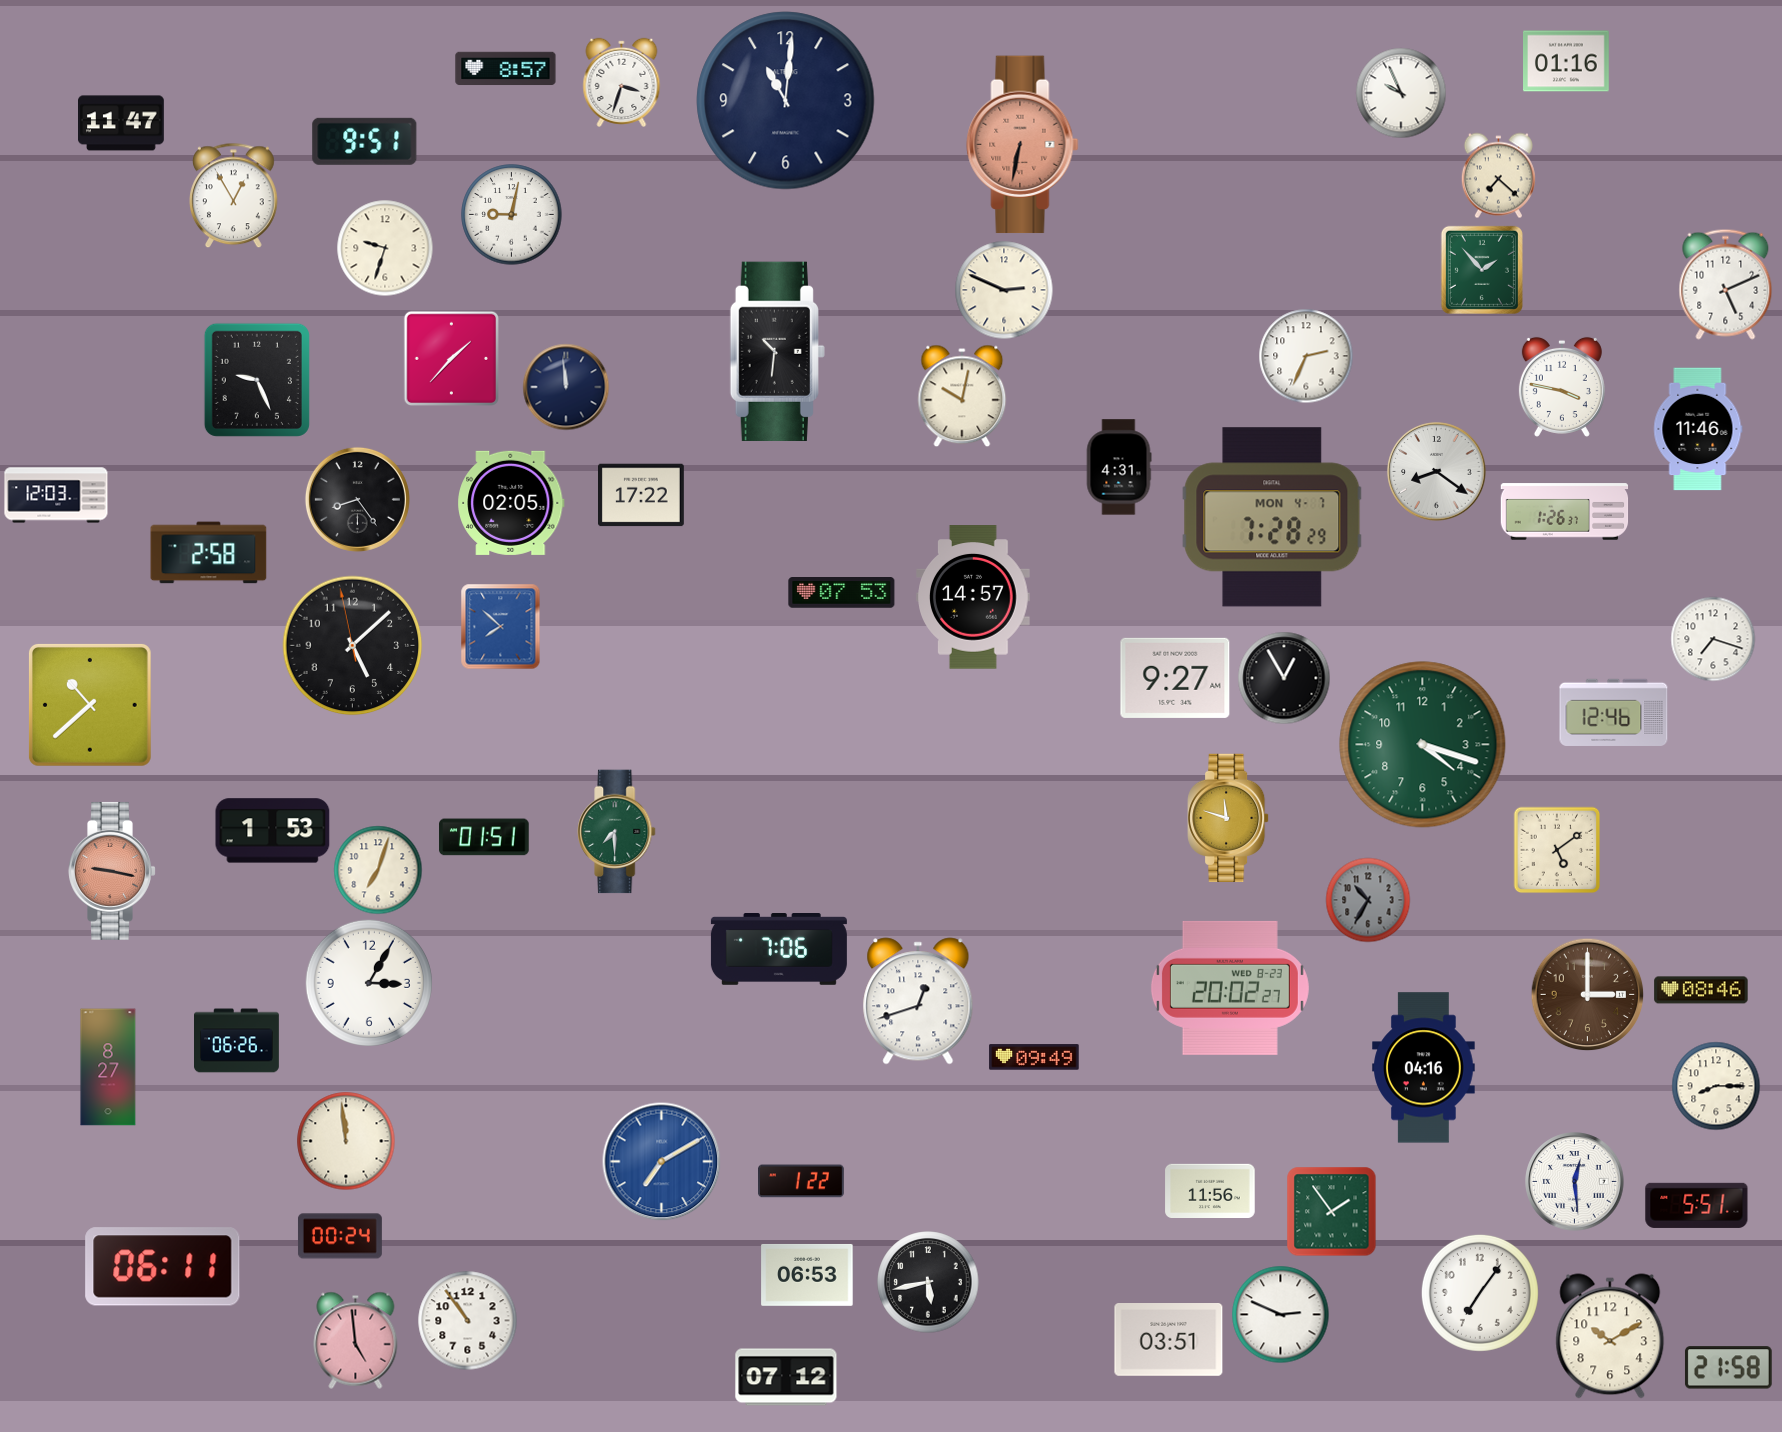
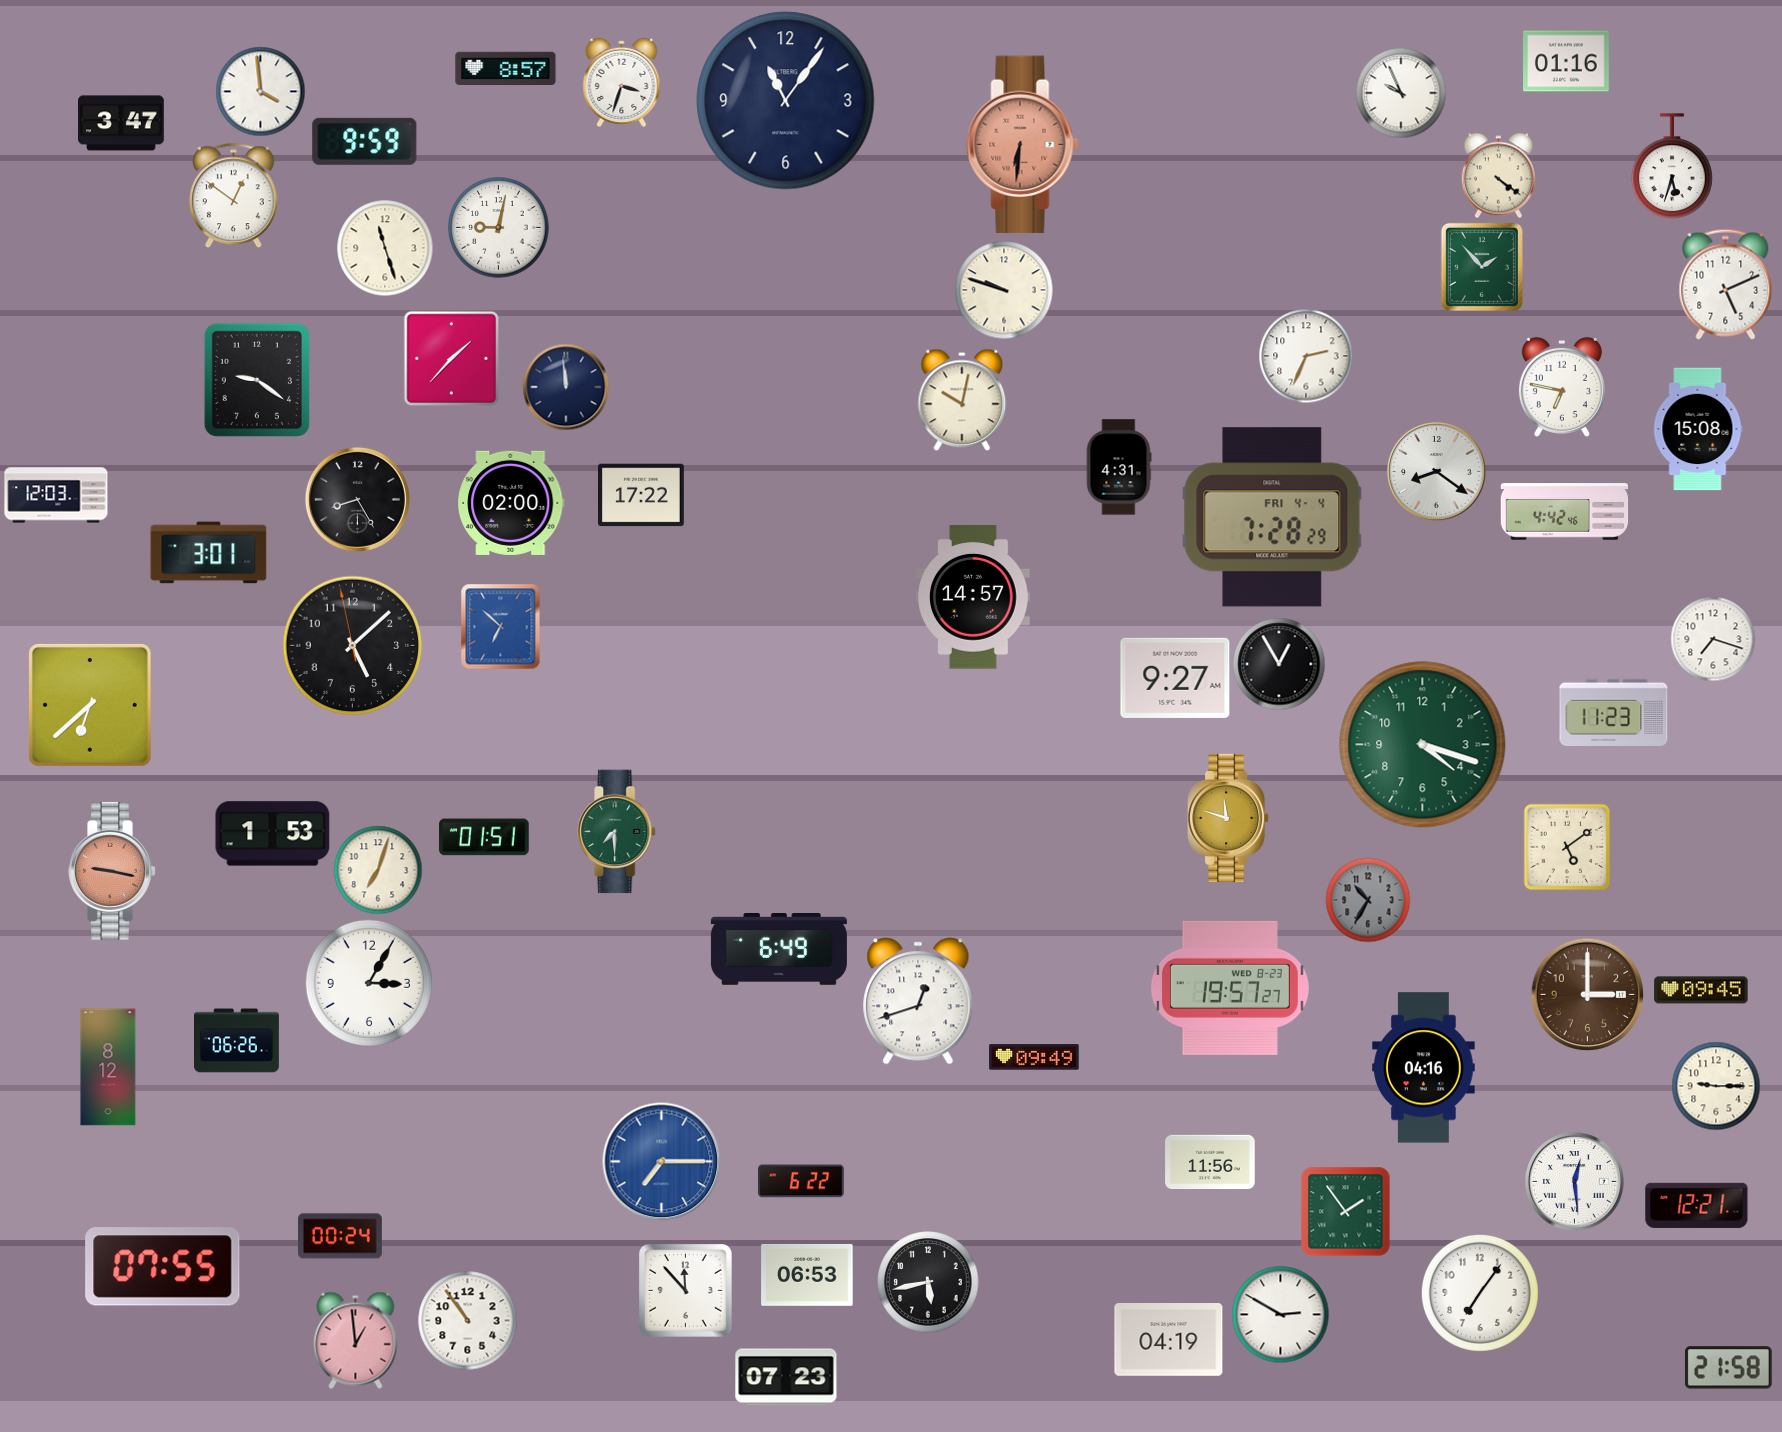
clock at (260, 91): none -> 3:59
clock at (786, 101): 11:01 -> 11:06
clock at (122, 123): 11:47 -> 3:47
clock at (365, 141): 9:51 -> 9:59
clock at (1023, 145): 6:32 -> 6:31
clock at (1672, 166): none -> 5:33
clock at (1498, 175): 7:22 -> 4:21
clock at (234, 195): 12:55 -> 12:51
clock at (512, 215) position: (512, 215) -> (499, 228)
clock at (385, 248): 9:33 -> 11:27
clock at (1482, 270) position: (1482, 270) -> (1482, 267)
clock at (1004, 290): 2:49 -> 9:48
clock at (777, 351): 10:31 -> none
clock at (257, 380): 9:26 -> 9:21
clock at (1562, 387): 3:47 -> 6:47
clock at (962, 396) position: (962, 396) -> (962, 400)
clock at (1698, 429): 11:46 -> 15:08
clock at (357, 499): 8:24 -> 8:25
clock at (511, 503): 02:05 -> 02:00
clock at (1565, 512): 1:26 -> 4:42
clock at (1272, 517) date: MON 4-7 -> FRI 4-4
clock at (209, 553): 2:58 -> 3:01
clock at (842, 593): 07:53 -> none
clock at (501, 626): 7:52 -> 6:52
clock at (1284, 678) position: (1284, 678) -> (1279, 664)
clock at (90, 705): 10:38 -> 6:38
clock at (1614, 712): 12:46 -> 11:23
clock at (273, 831) position: (273, 831) -> (273, 834)
clock at (1557, 850) position: (1557, 850) -> (1567, 847)
clock at (779, 950): 7:06 -> 6:49
clock at (1230, 988): 20:02 -> 19:57
clock at (1701, 990): 08:46 -> 09:45
clock at (108, 1067): 8:27 -> 8:12
clock at (1716, 1086): 8:15 -> 9:15
clock at (346, 1141): 11:59 -> none
clock at (662, 1162): 7:10 -> 7:15
clock at (802, 1181): 1:22 -> 6:22
clock at (1210, 1190) position: (1210, 1190) -> (1210, 1161)
clock at (1697, 1205): 5:51 -> 12:21
clock at (1331, 1211) position: (1331, 1211) -> (1345, 1211)
clock at (163, 1267): 06:11 -> 07:55
clock at (685, 1290): none -> 11:53
clock at (1280, 1314): 2:49 -> 2:50
clock at (1610, 1336): 10:10 -> none
clock at (356, 1340): 4:59 -> 12:59
clock at (1169, 1340): 03:51 -> 04:19
clock at (786, 1377): 07:12 -> 07:23
